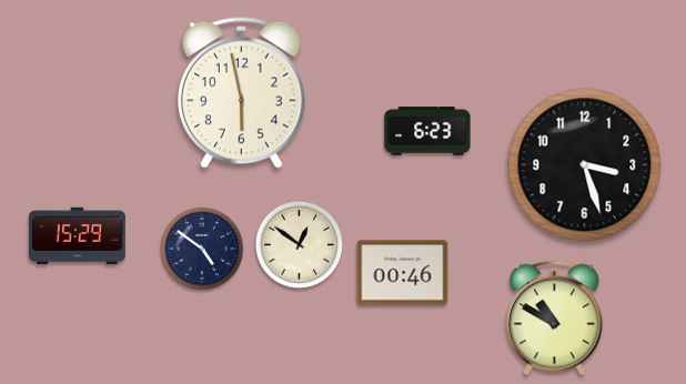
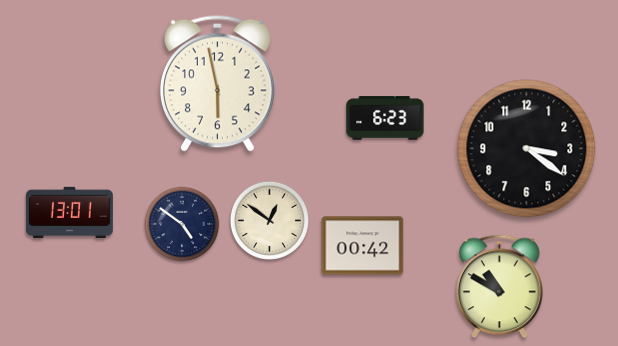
clock at (585, 165): 3:27 -> 3:21
clock at (77, 235): 15:29 -> 13:01
clock at (403, 273): 00:46 -> 00:42
